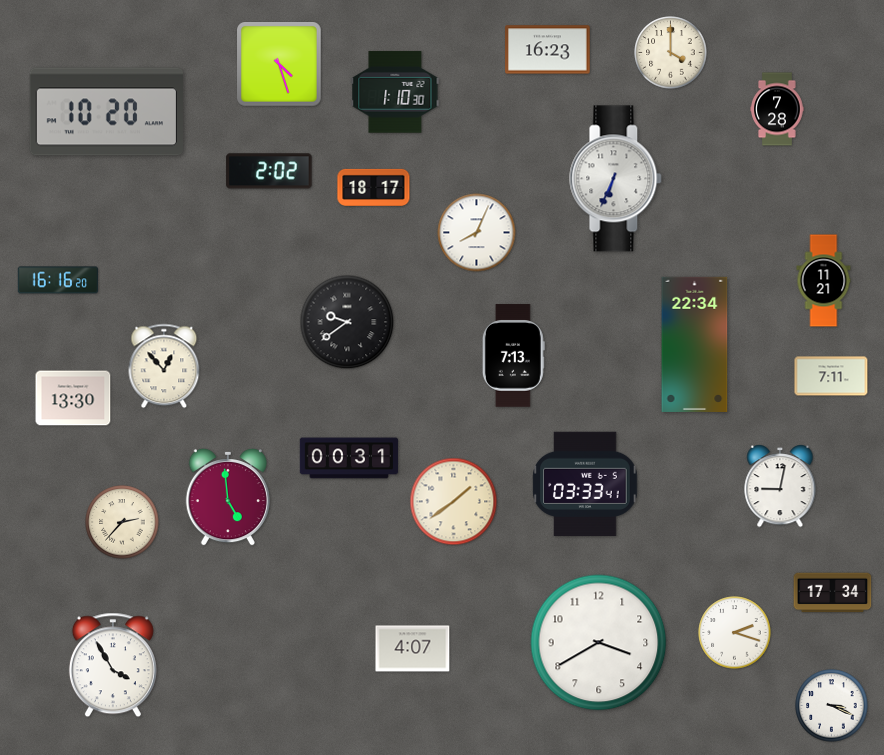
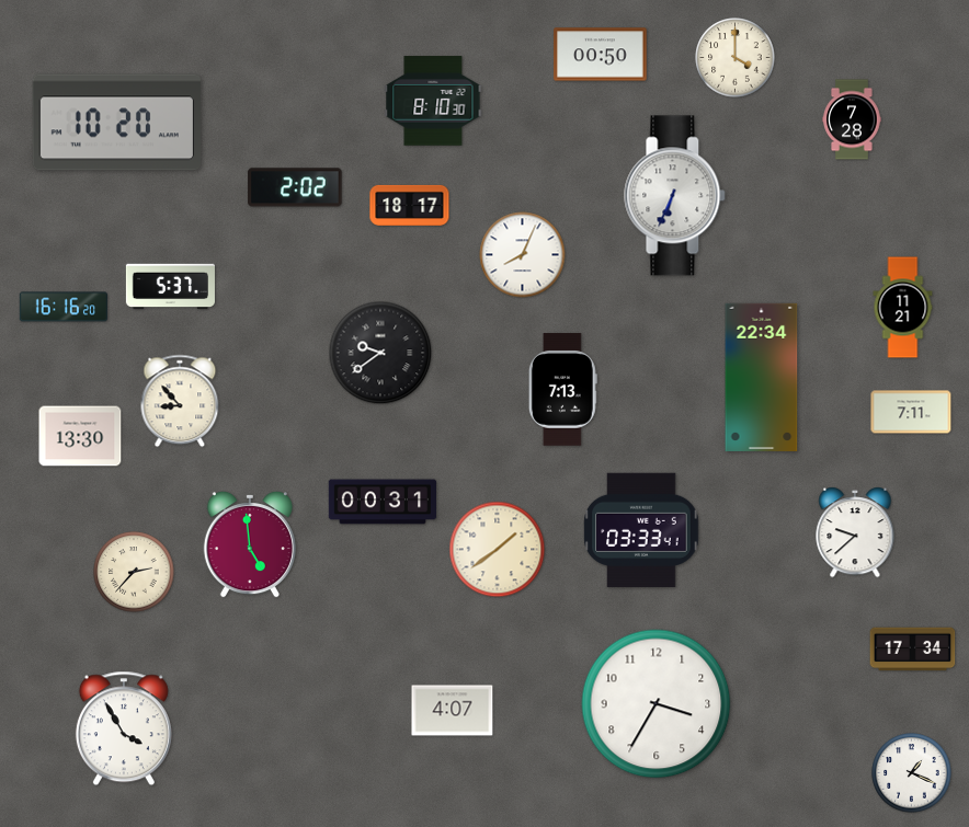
clock at (548, 50): 16:23 -> 00:50
clock at (280, 65): 4:27 -> none
clock at (395, 92): 1:10 -> 8:10
clock at (170, 287): none -> 5:37
clock at (164, 366): 12:53 -> 8:53
clock at (780, 487): 9:02 -> 9:38
clock at (735, 633): 2:18 -> none
clock at (599, 643): 3:40 -> 3:35
clock at (832, 706): 3:19 -> 1:19
